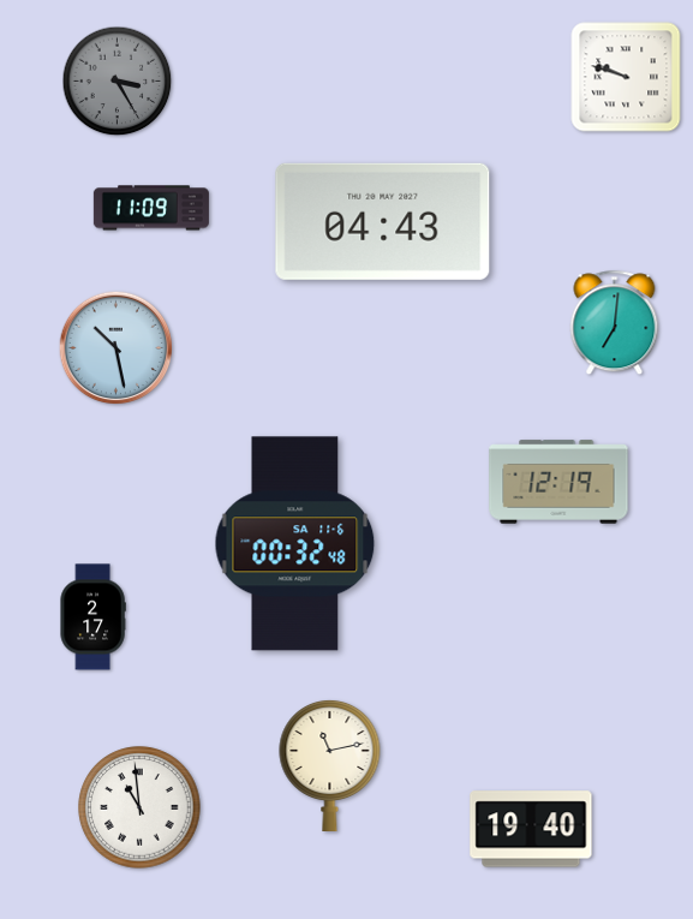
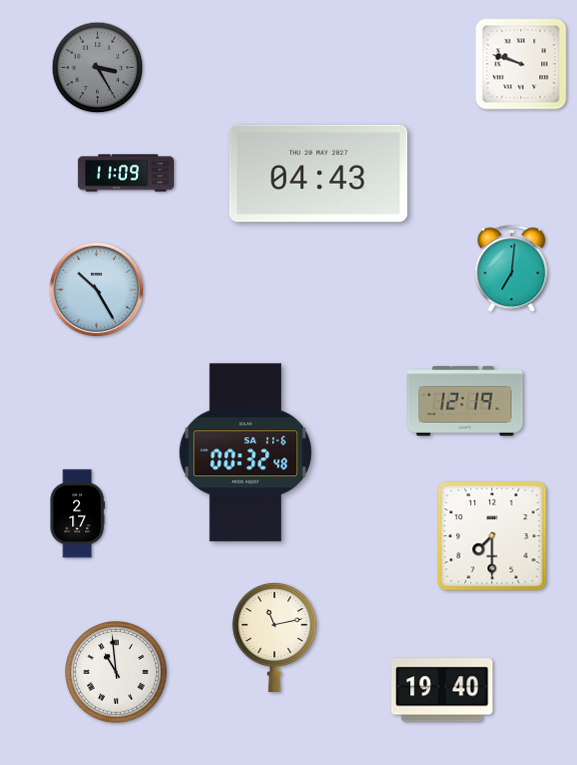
clock at (383, 221) position: (383, 221) -> (319, 173)
clock at (117, 348): 10:28 -> 10:25
clock at (492, 536): none -> 7:30
